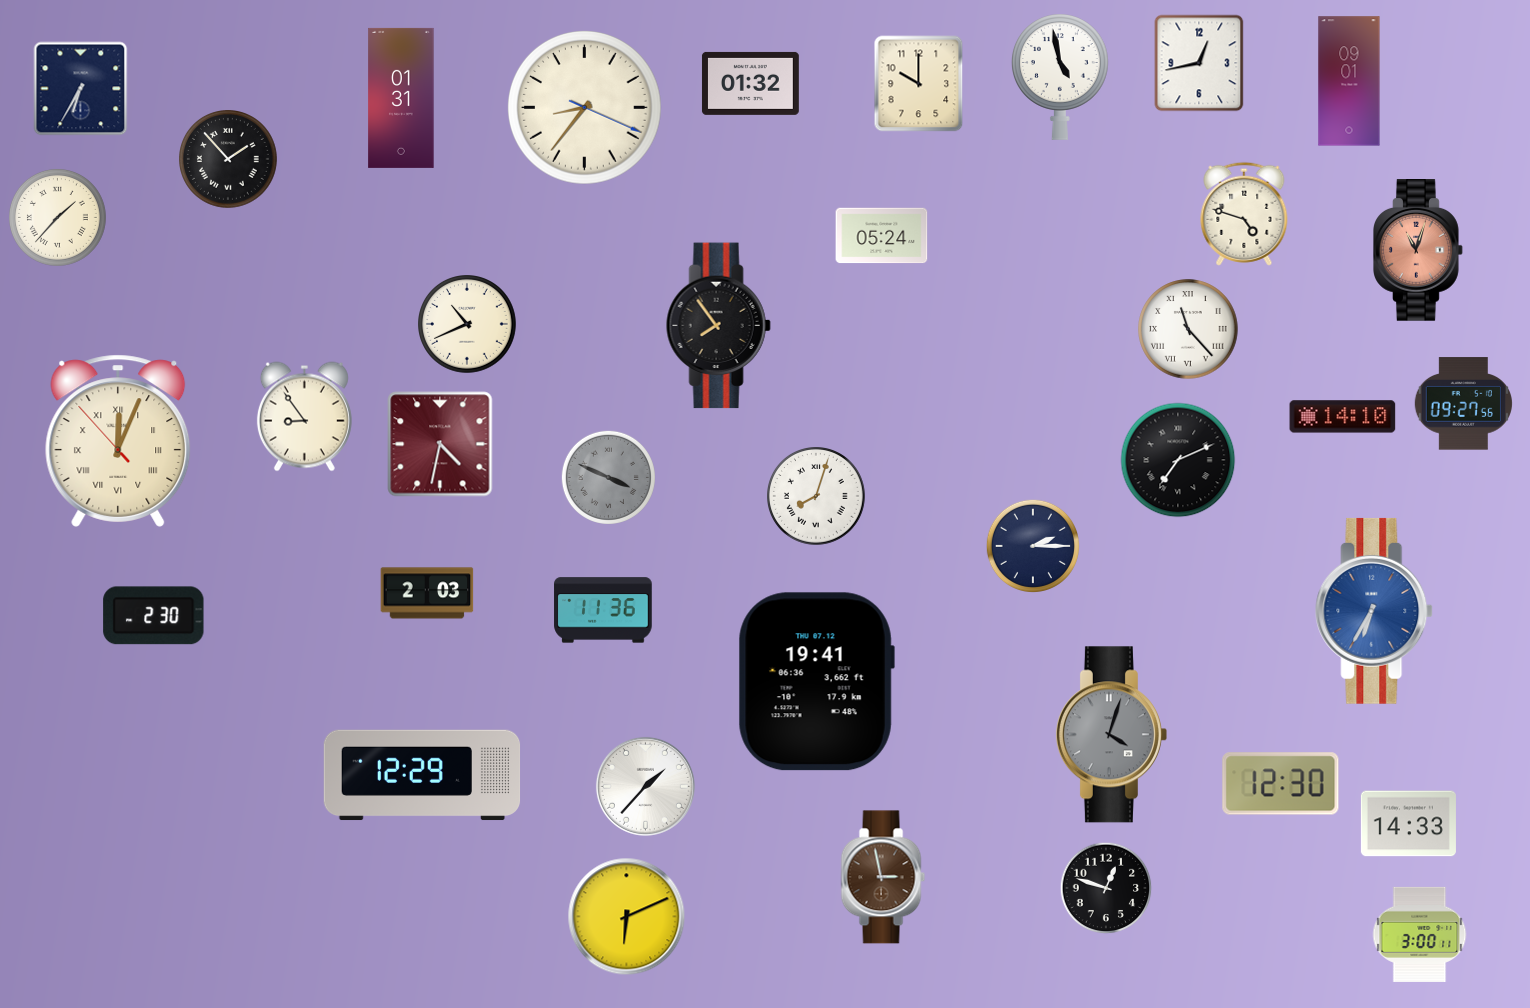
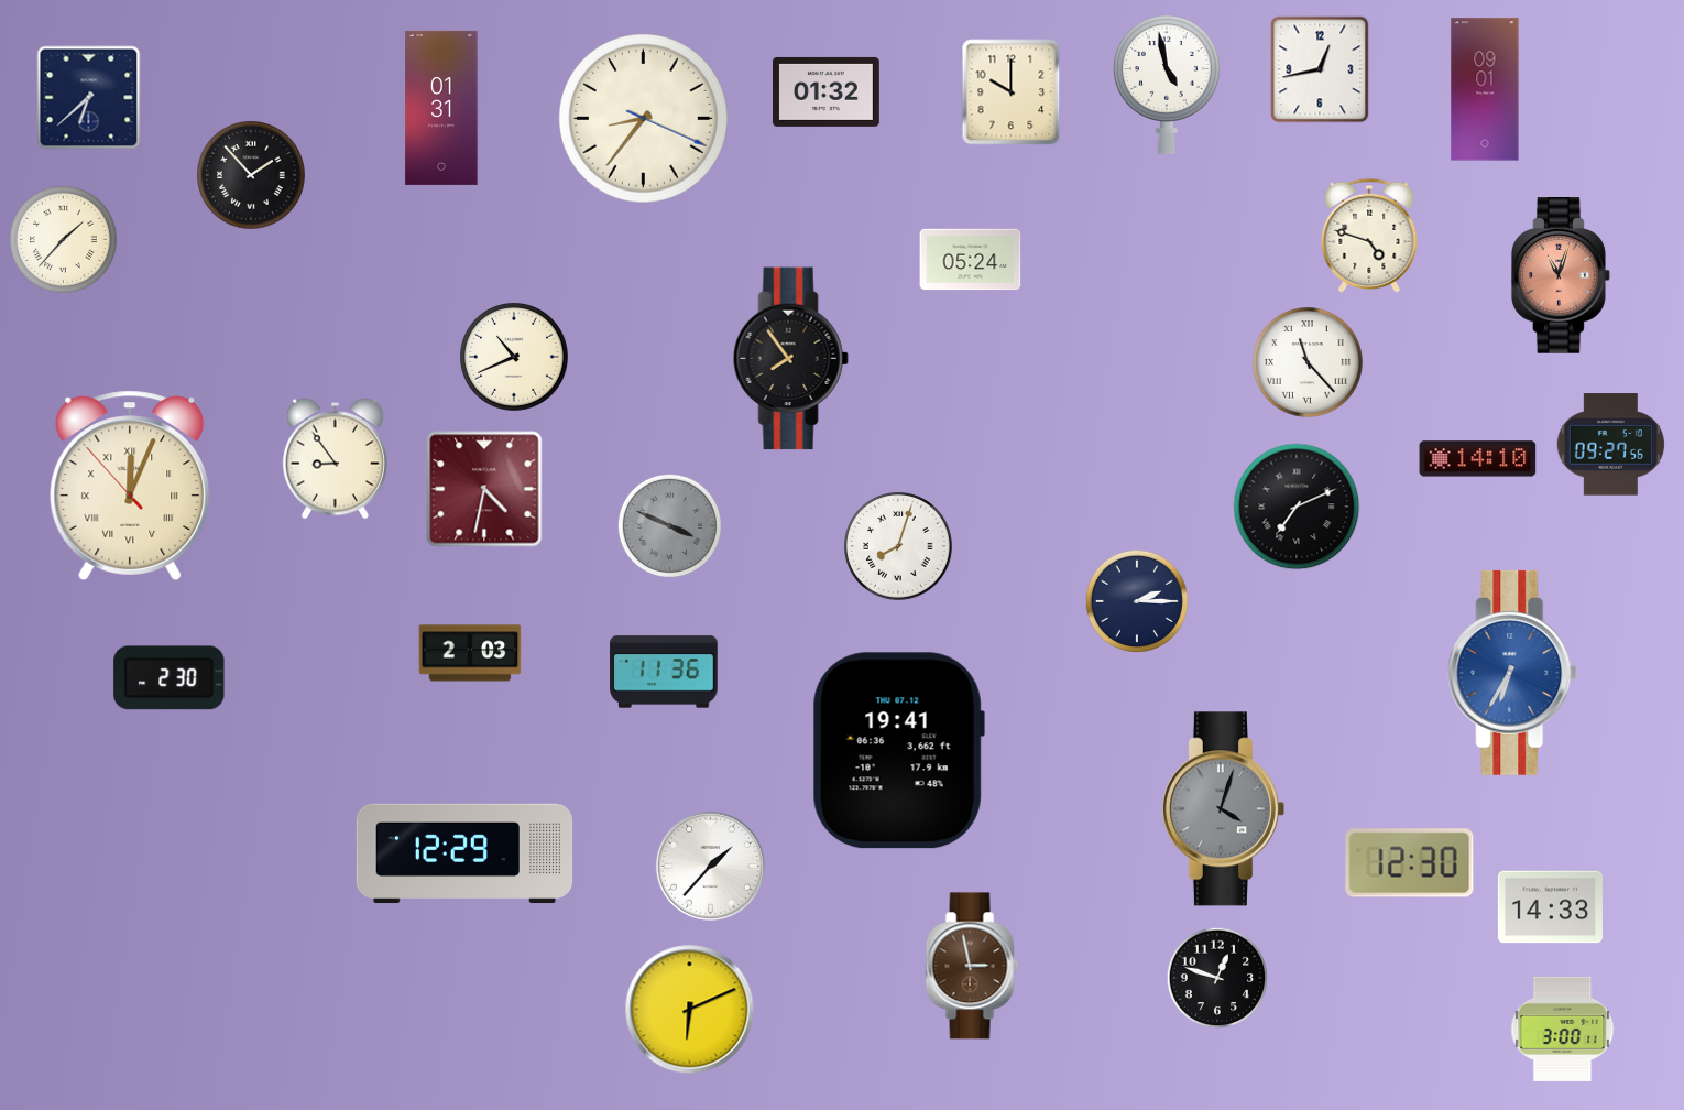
clock at (81, 89): 6:35 -> 6:38
